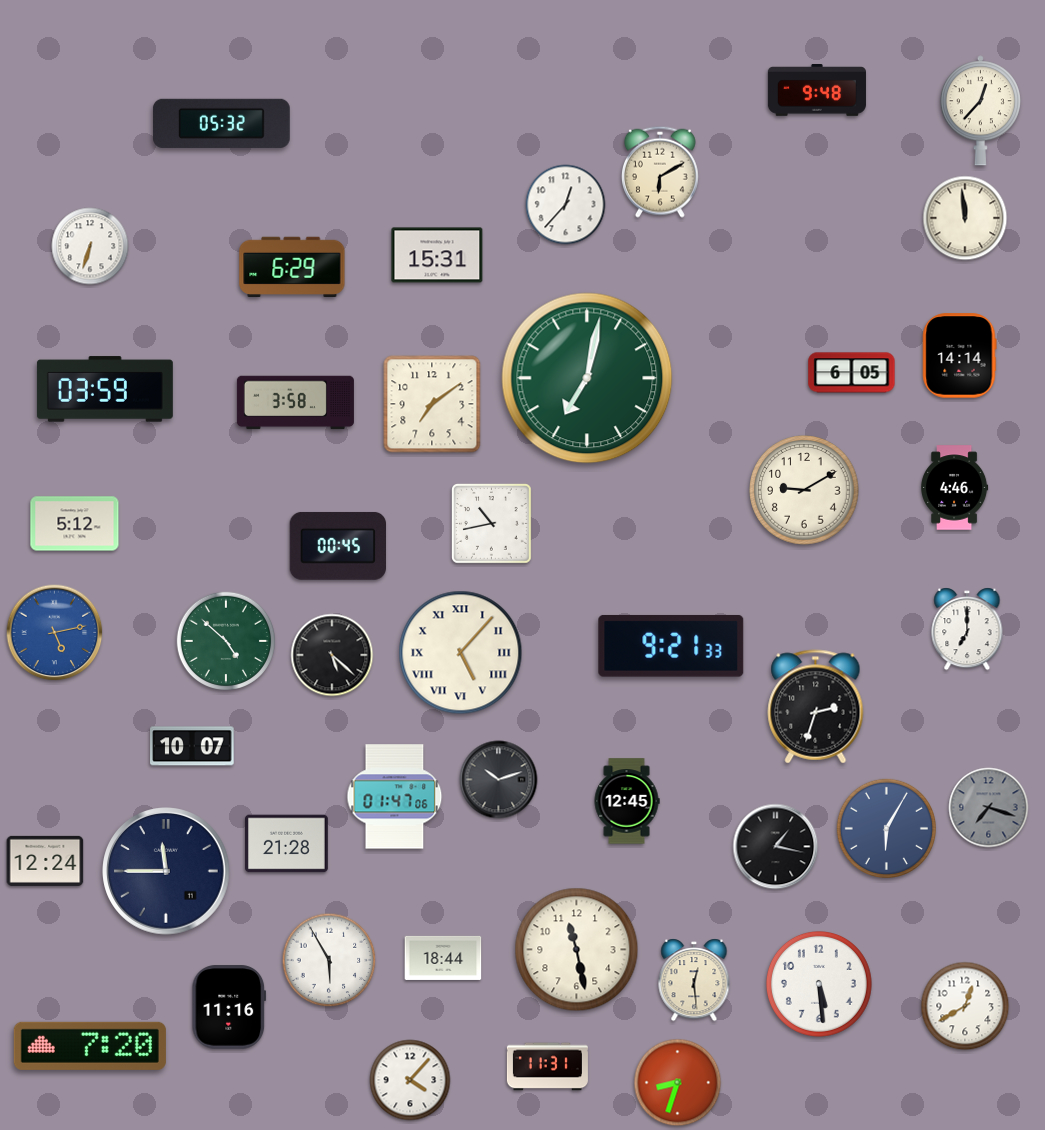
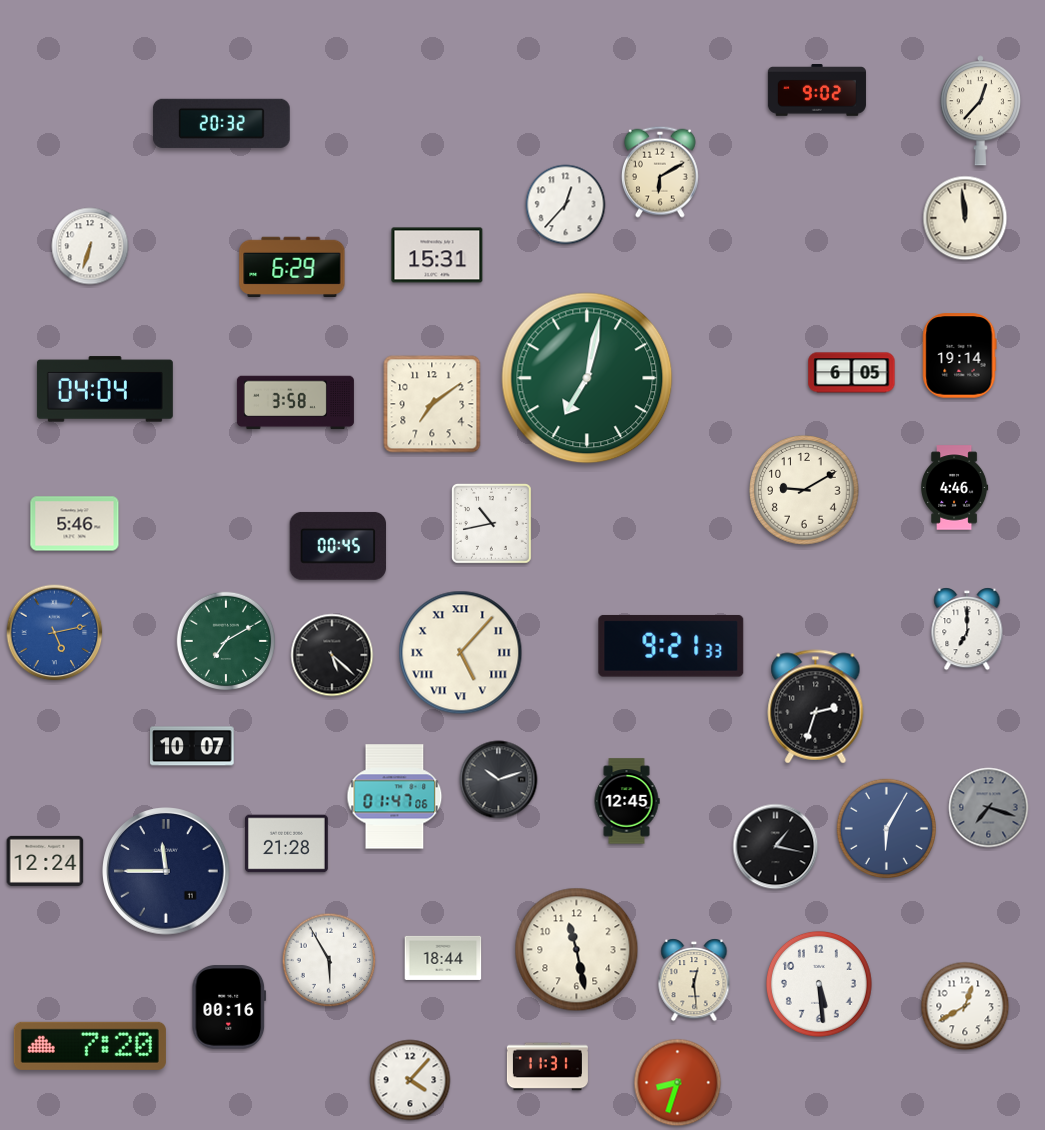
clock at (817, 91): 9:48 -> 9:02
clock at (221, 123): 05:32 -> 20:32
clock at (960, 356): 14:14 -> 19:14
clock at (105, 389): 03:59 -> 04:04
clock at (75, 524): 5:12 -> 5:46
clock at (225, 640): 4:52 -> 7:10
clock at (229, 1007): 11:16 -> 00:16
